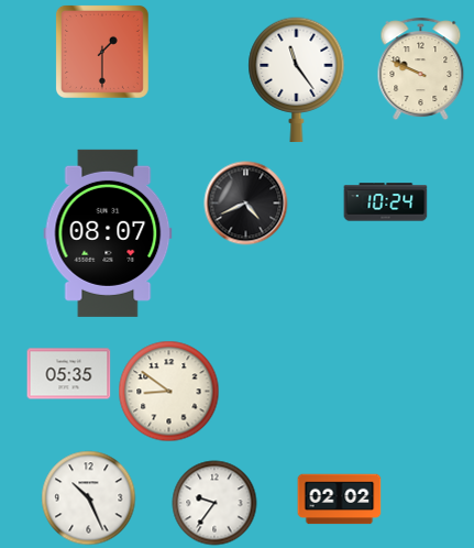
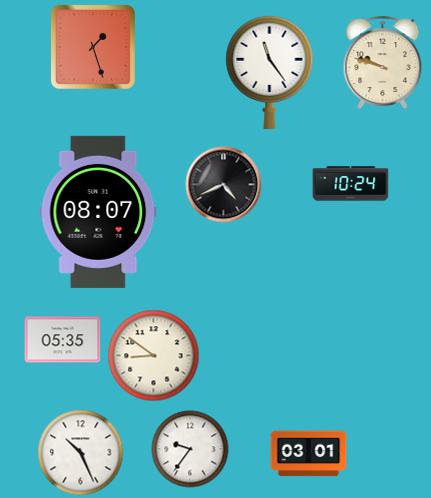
clock at (102, 52): 1:30 -> 1:27
clock at (421, 69): 9:49 -> 9:48
clock at (340, 500): 02:02 -> 03:01
clock at (214, 503) position: (214, 503) -> (190, 449)
